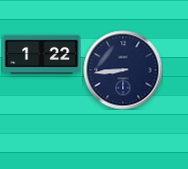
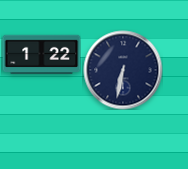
clock at (123, 70): 8:44 -> 6:32
